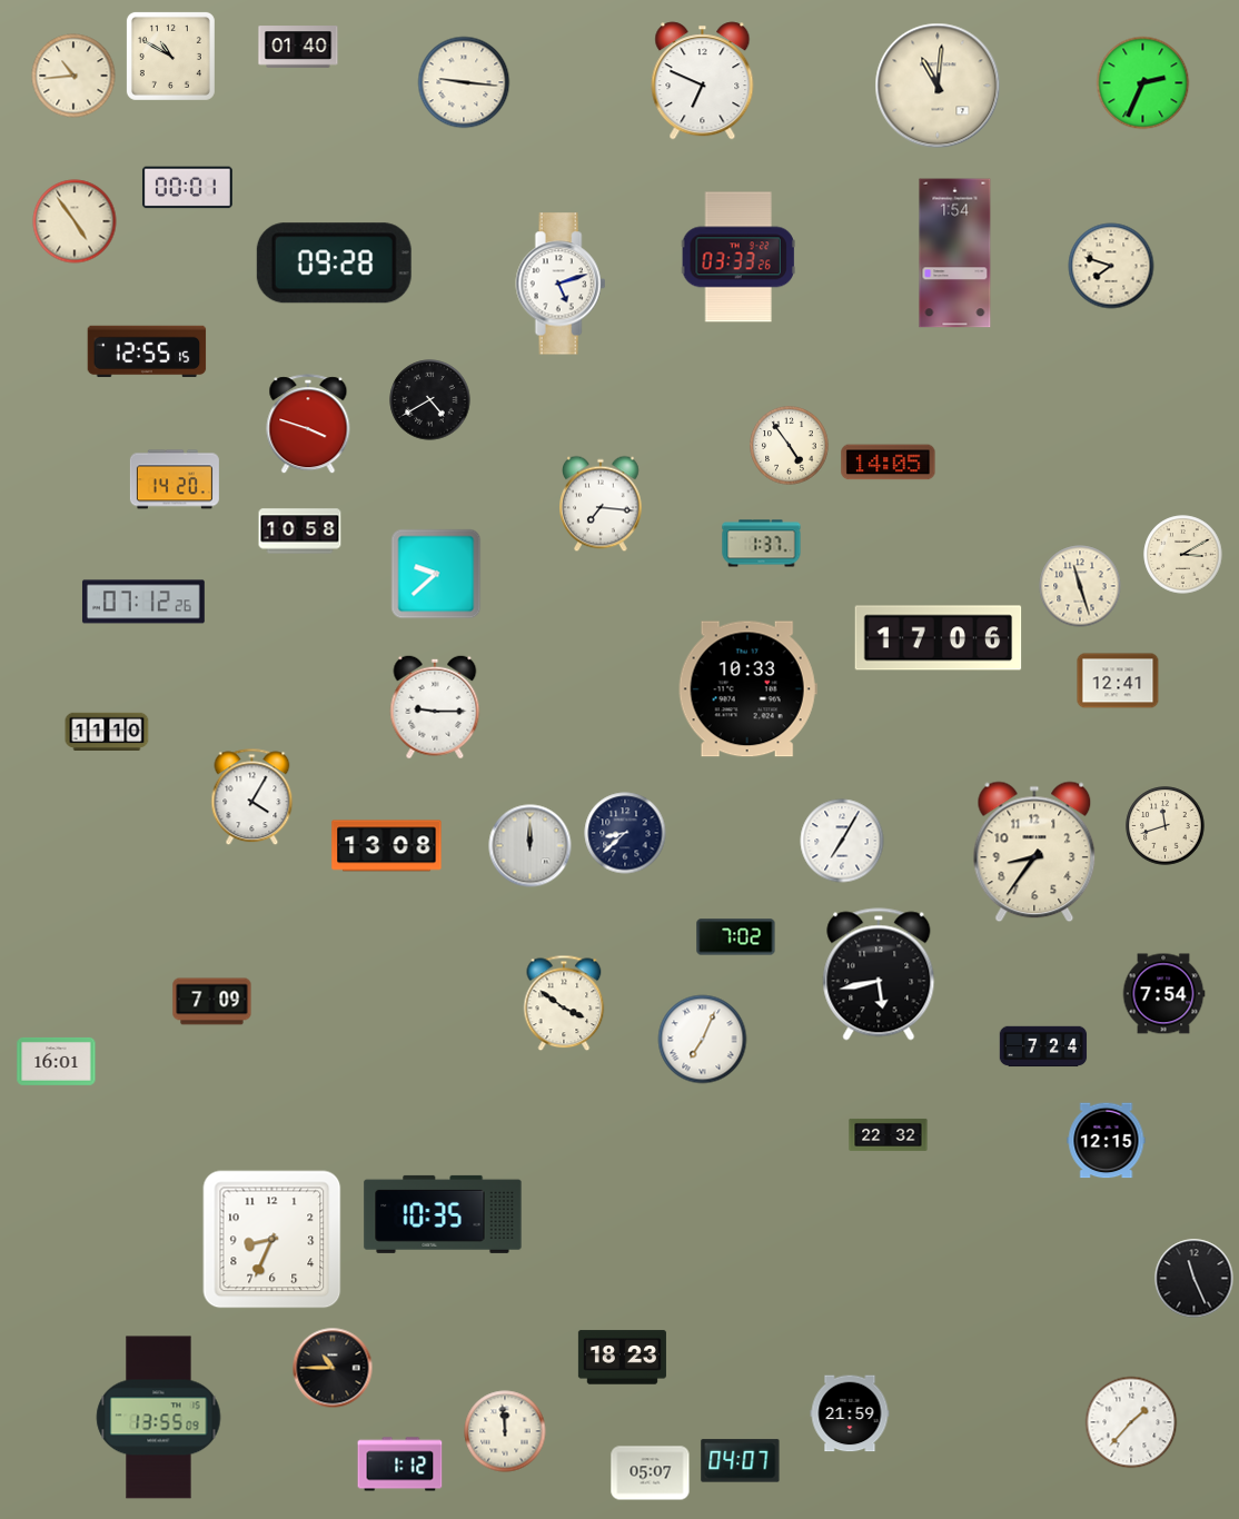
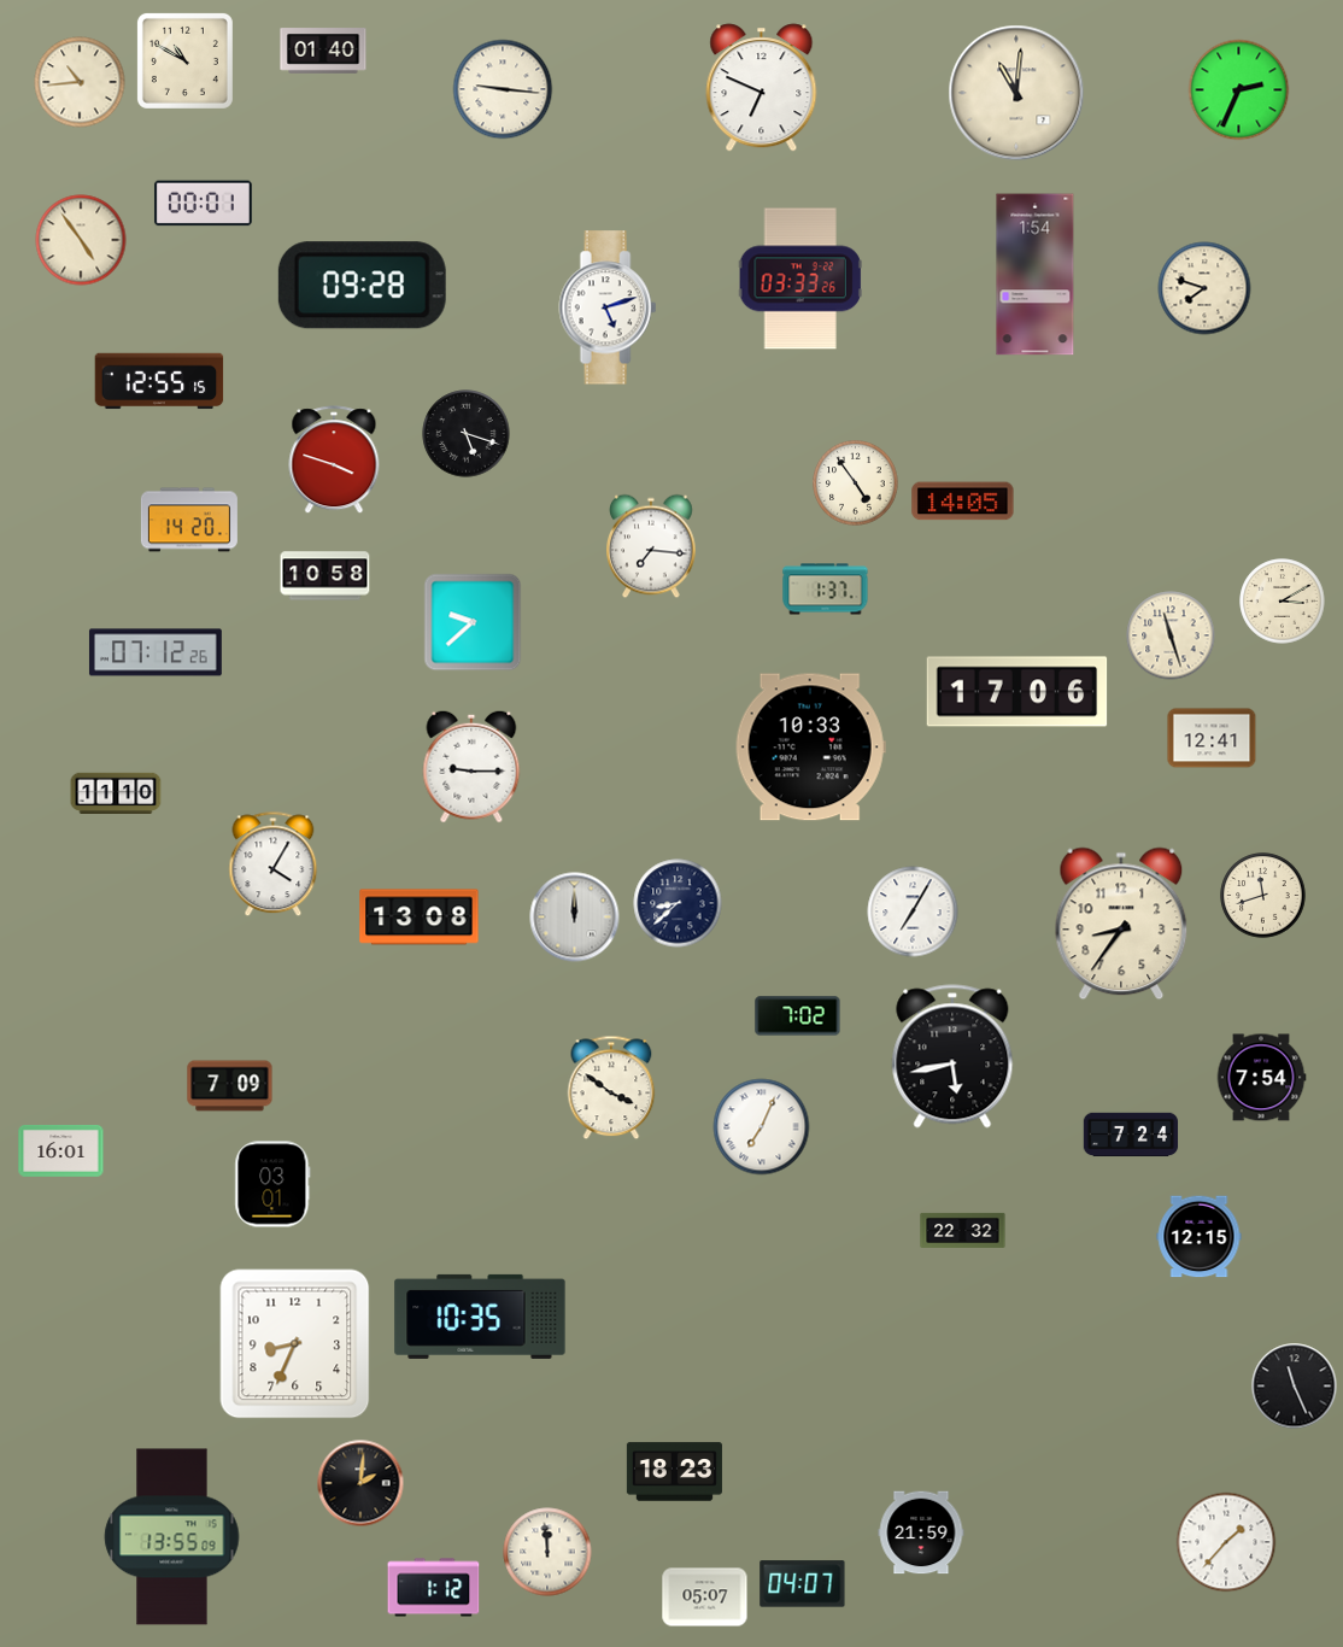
clock at (430, 400): 4:40 -> 5:18
clock at (272, 1184): none -> 03:01
clock at (333, 1368): 10:45 -> 2:01
